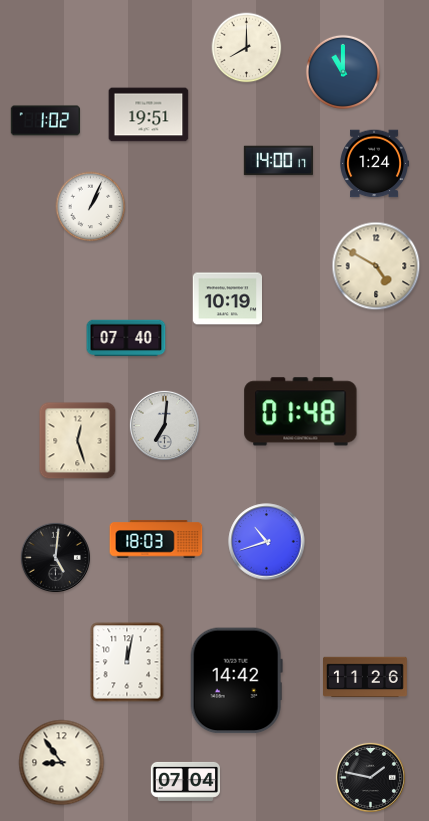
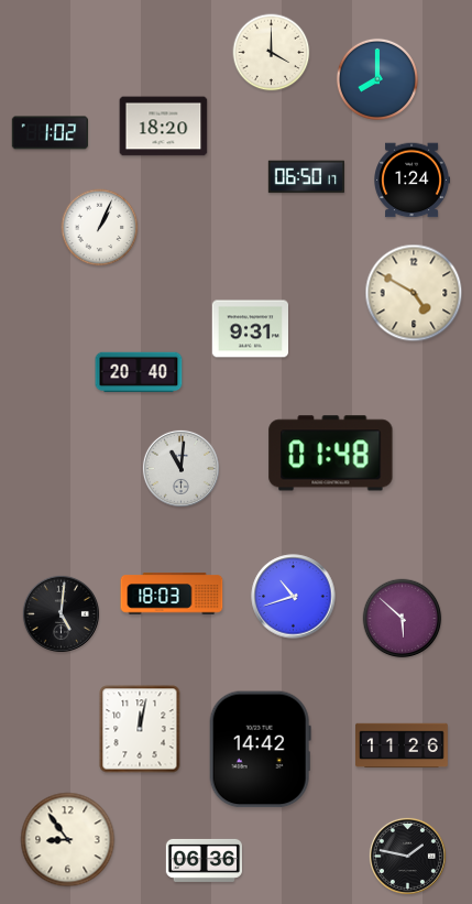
clock at (247, 48): 8:00 -> 4:00
clock at (343, 72): 11:00 -> 8:00
clock at (149, 115): 19:51 -> 18:20
clock at (278, 161): 14:00 -> 06:50
clock at (227, 299): 10:19 -> 9:31
clock at (126, 338): 07:40 -> 20:40
clock at (164, 425): 7:01 -> 11:01
clock at (78, 441): 12:27 -> none
clock at (403, 619): none -> 5:52
clock at (185, 781): 07:04 -> 06:36
